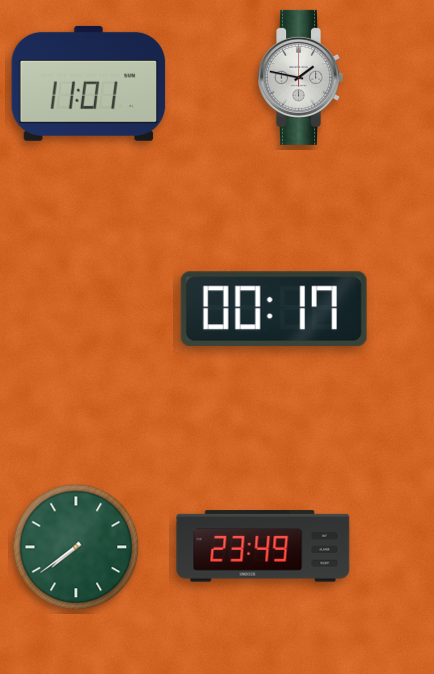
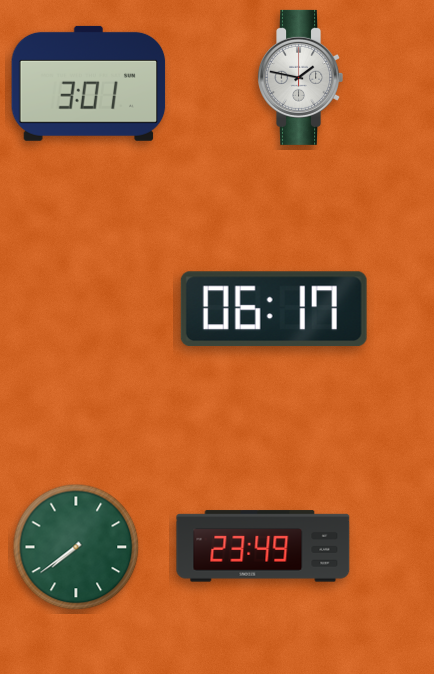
clock at (89, 83): 11:01 -> 3:01
clock at (274, 309): 00:17 -> 06:17
